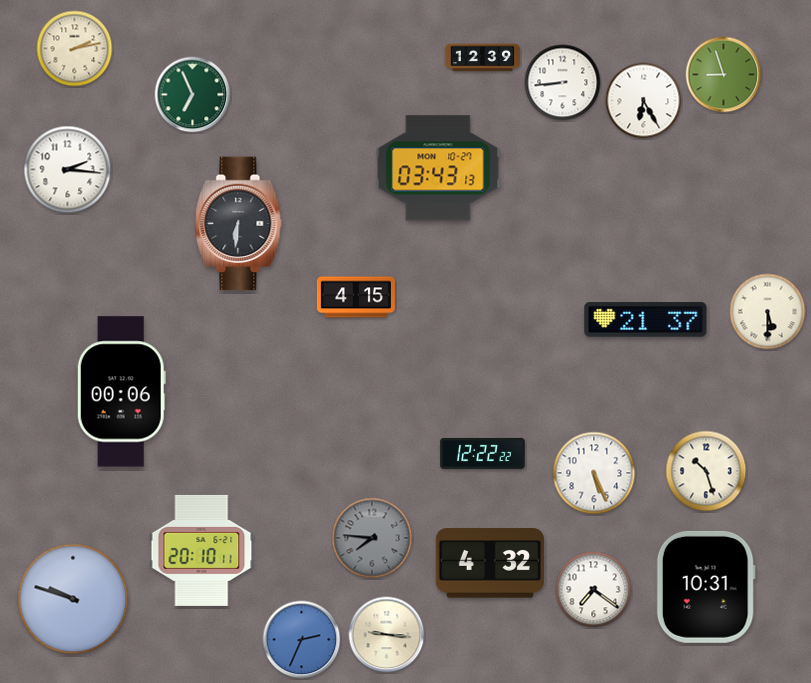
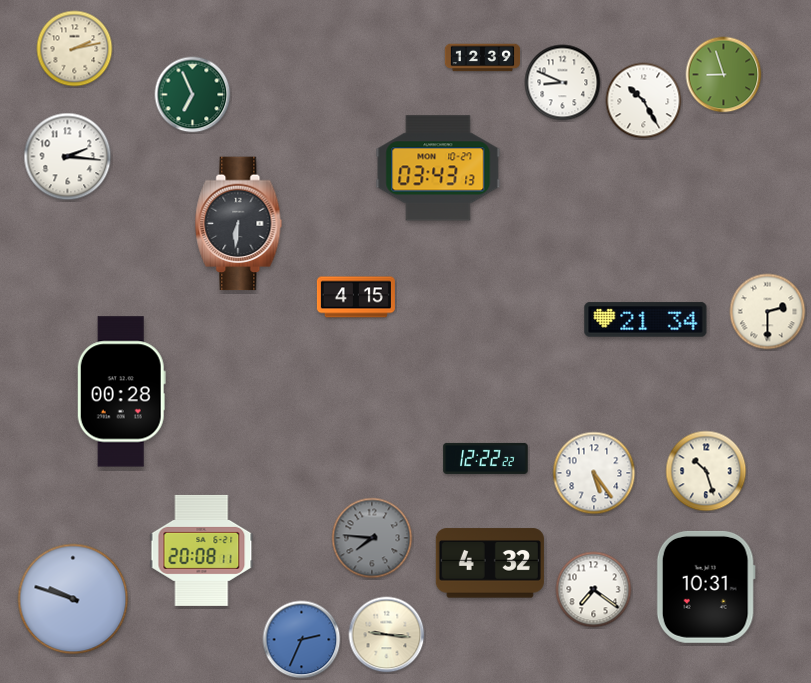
clock at (563, 83): 8:44 -> 8:49
clock at (644, 101): 6:25 -> 10:25
clock at (68, 170) position: (68, 170) -> (68, 157)
clock at (768, 312): 5:30 -> 2:30
clock at (646, 320): 21:37 -> 21:34
clock at (121, 392): 00:06 -> 00:28
clock at (483, 453) position: (483, 453) -> (486, 458)
clock at (594, 473): 5:26 -> 5:24
clock at (202, 550): 20:10 -> 20:08
